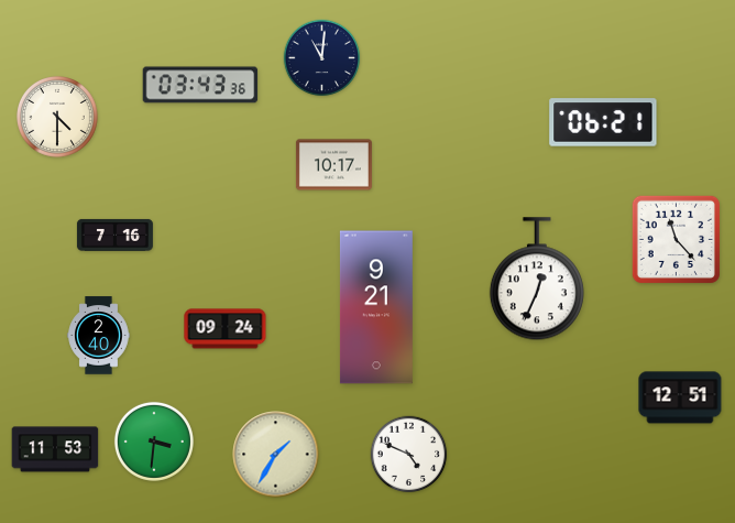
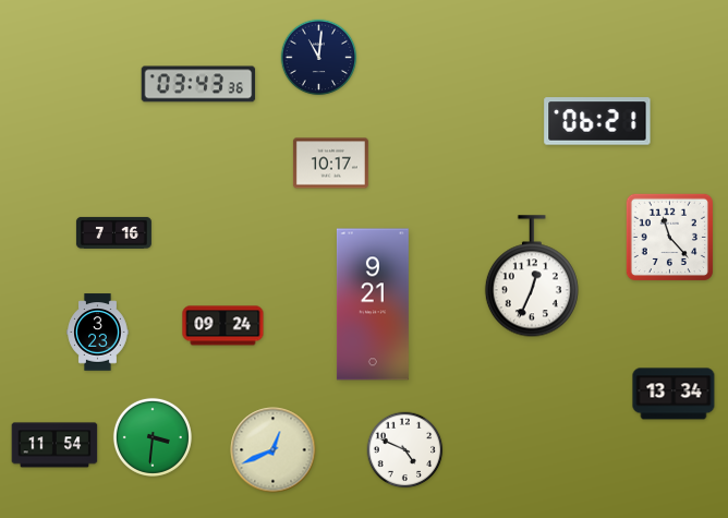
clock at (58, 118): 4:30 -> none
clock at (99, 336): 2:40 -> 3:23
clock at (680, 397): 12:51 -> 13:34
clock at (55, 449): 11:53 -> 11:54
clock at (276, 455): 1:35 -> 12:41
